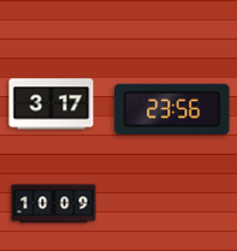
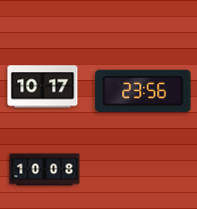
clock at (52, 104): 3:17 -> 10:17
clock at (54, 204): 10:09 -> 10:08
